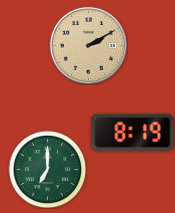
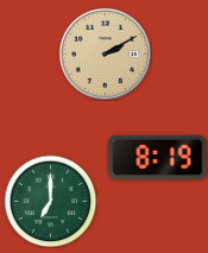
clock at (47, 169) position: (47, 169) -> (50, 201)
